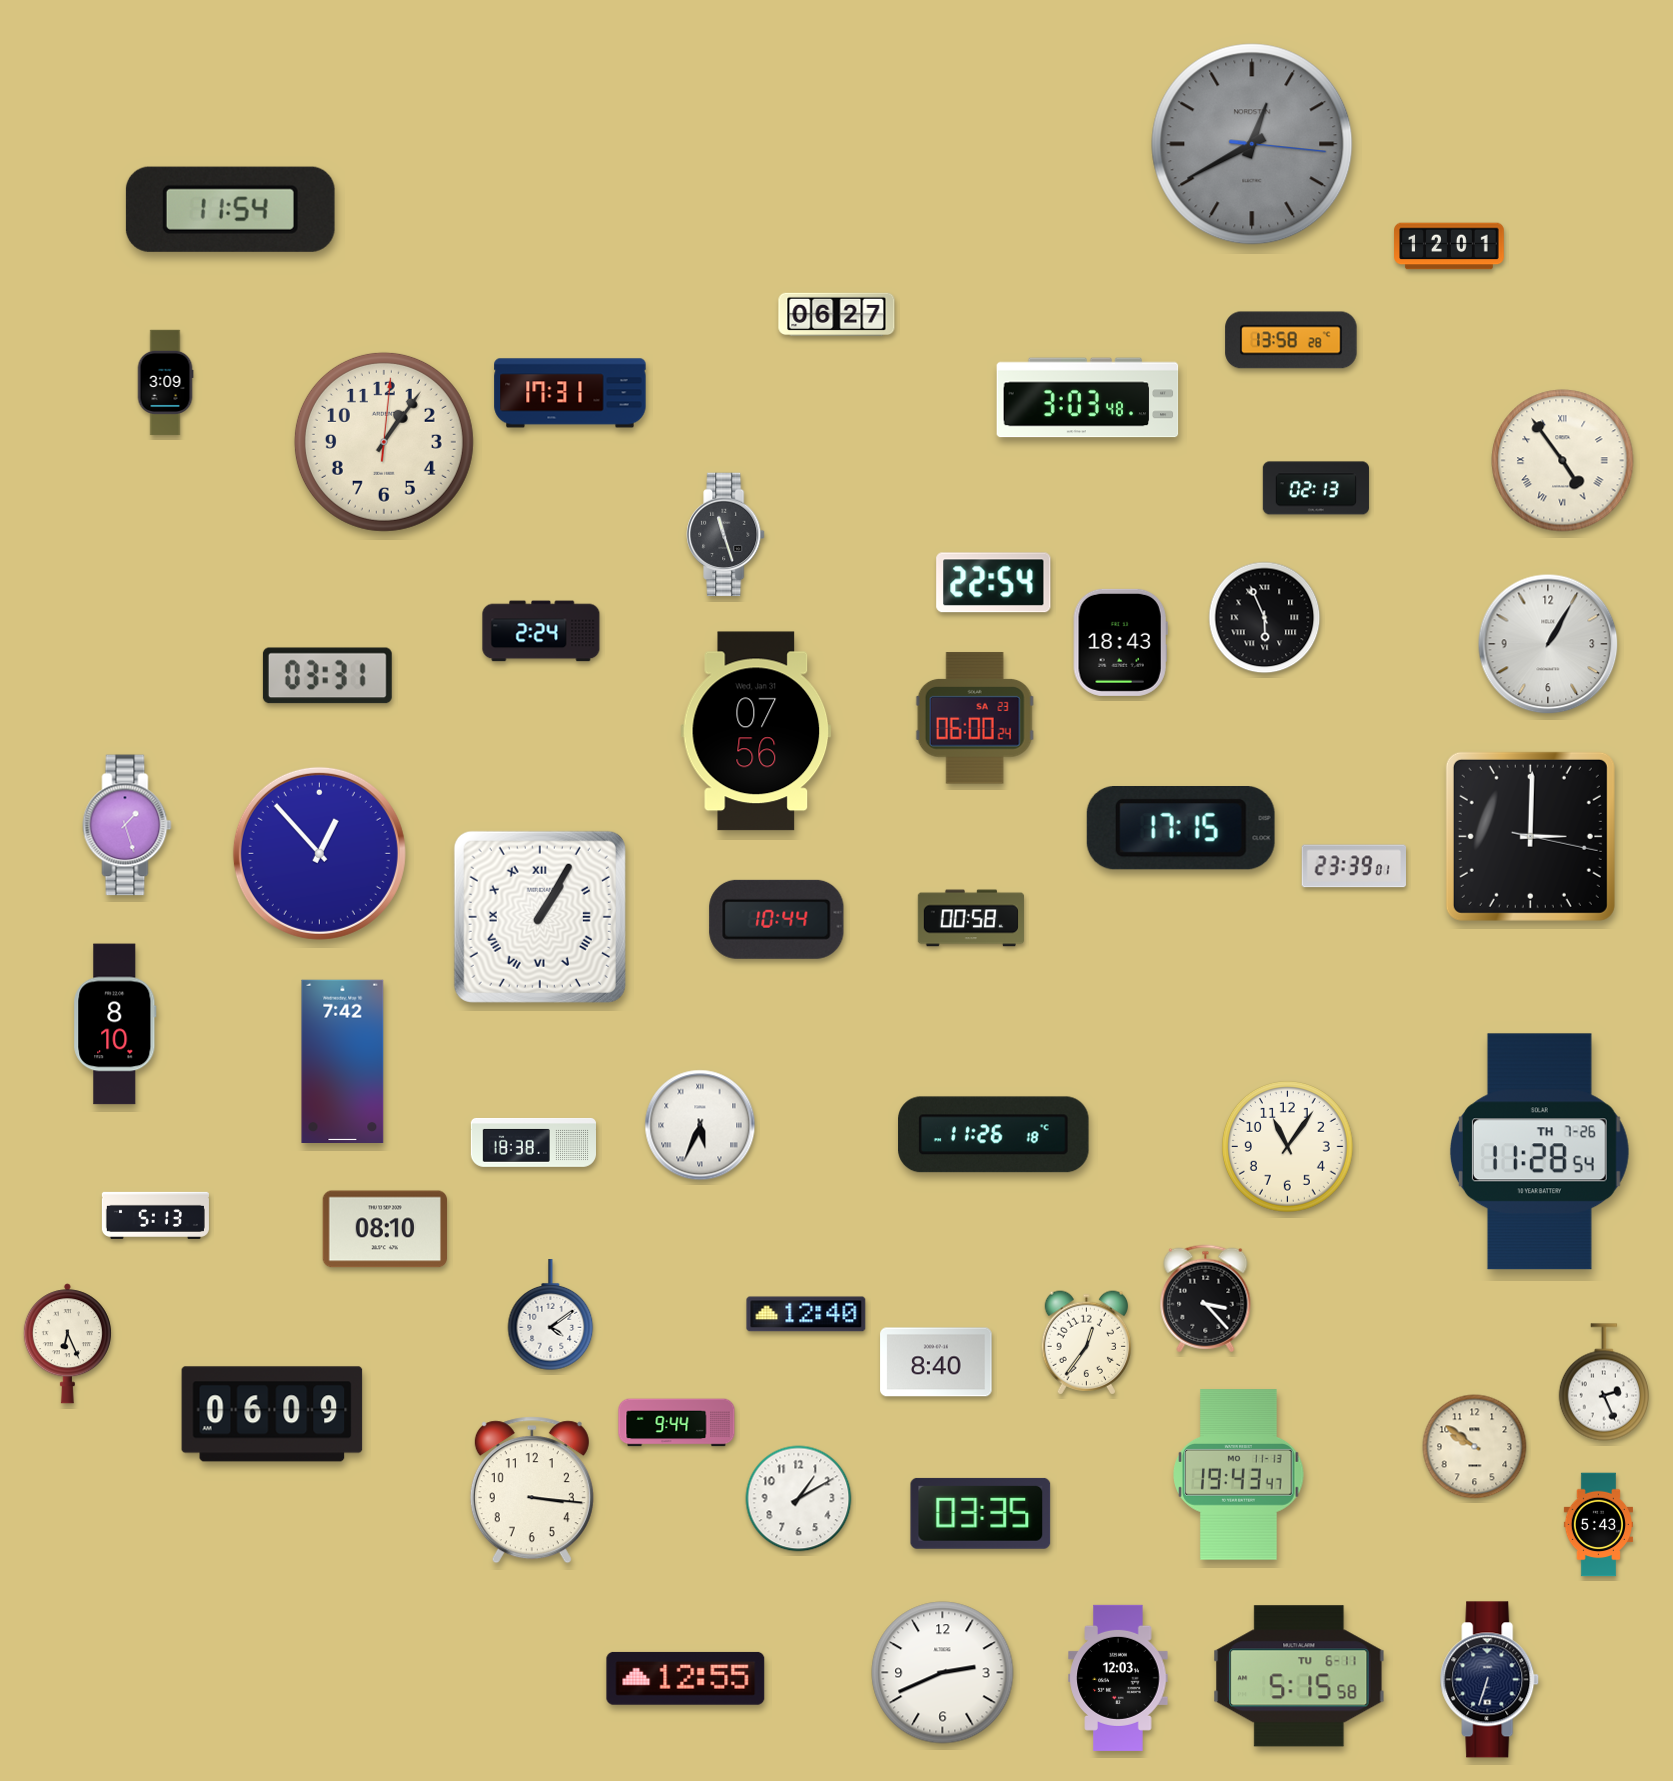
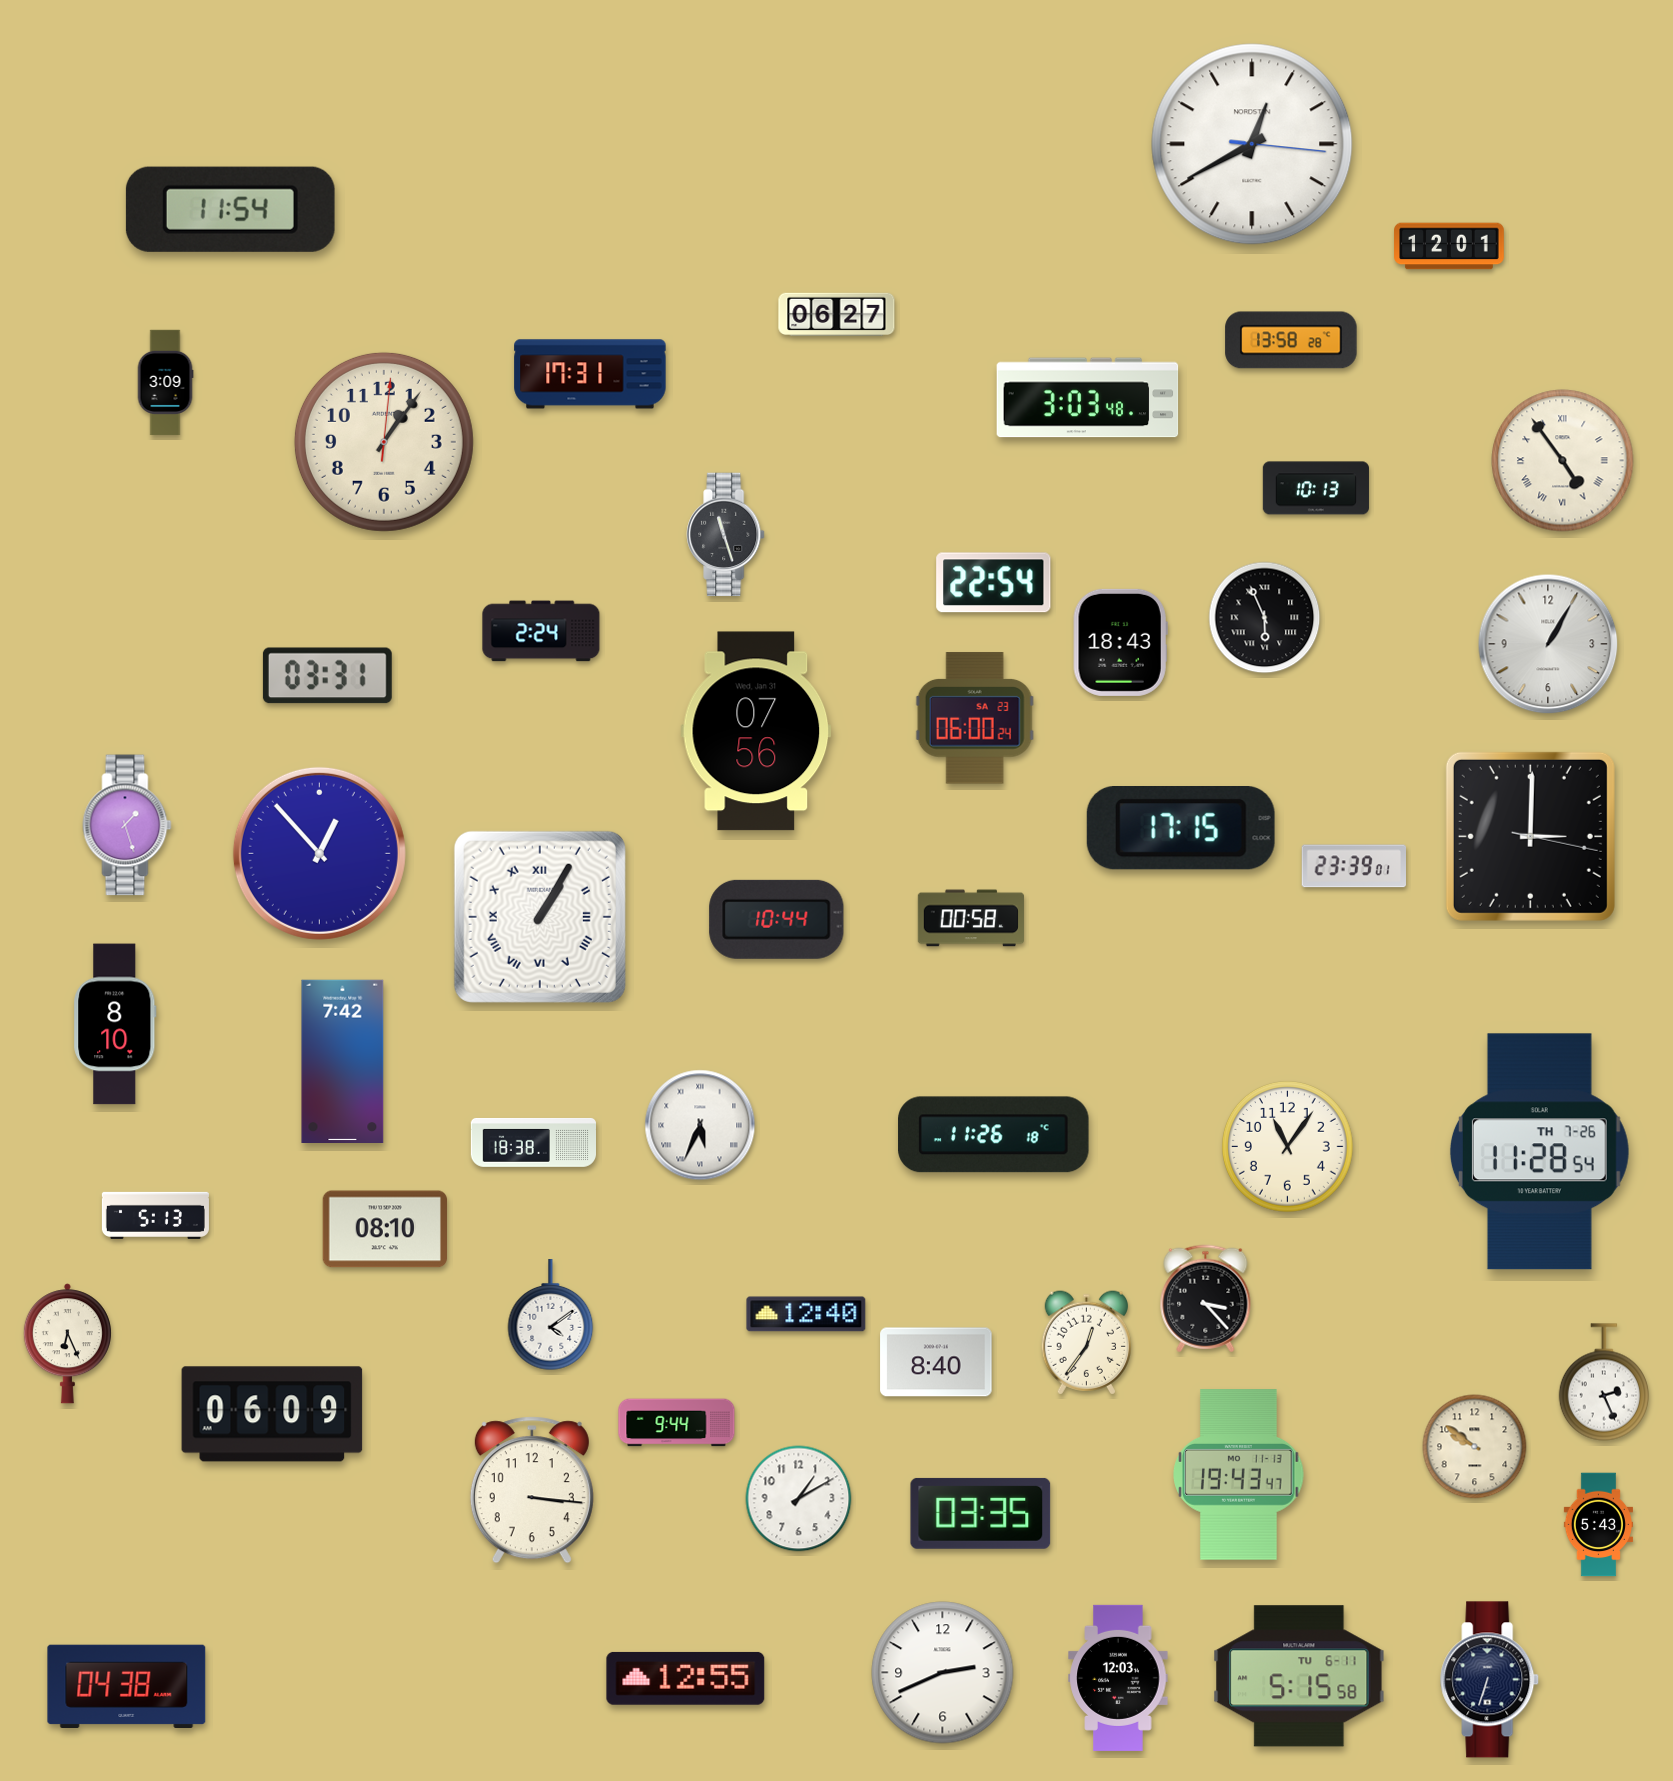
clock at (1252, 144) dial: grey -> white
clock at (570, 393) position: (570, 393) -> (590, 374)
clock at (1316, 488): 02:13 -> 10:13
clock at (127, 1686): none -> 04:38
